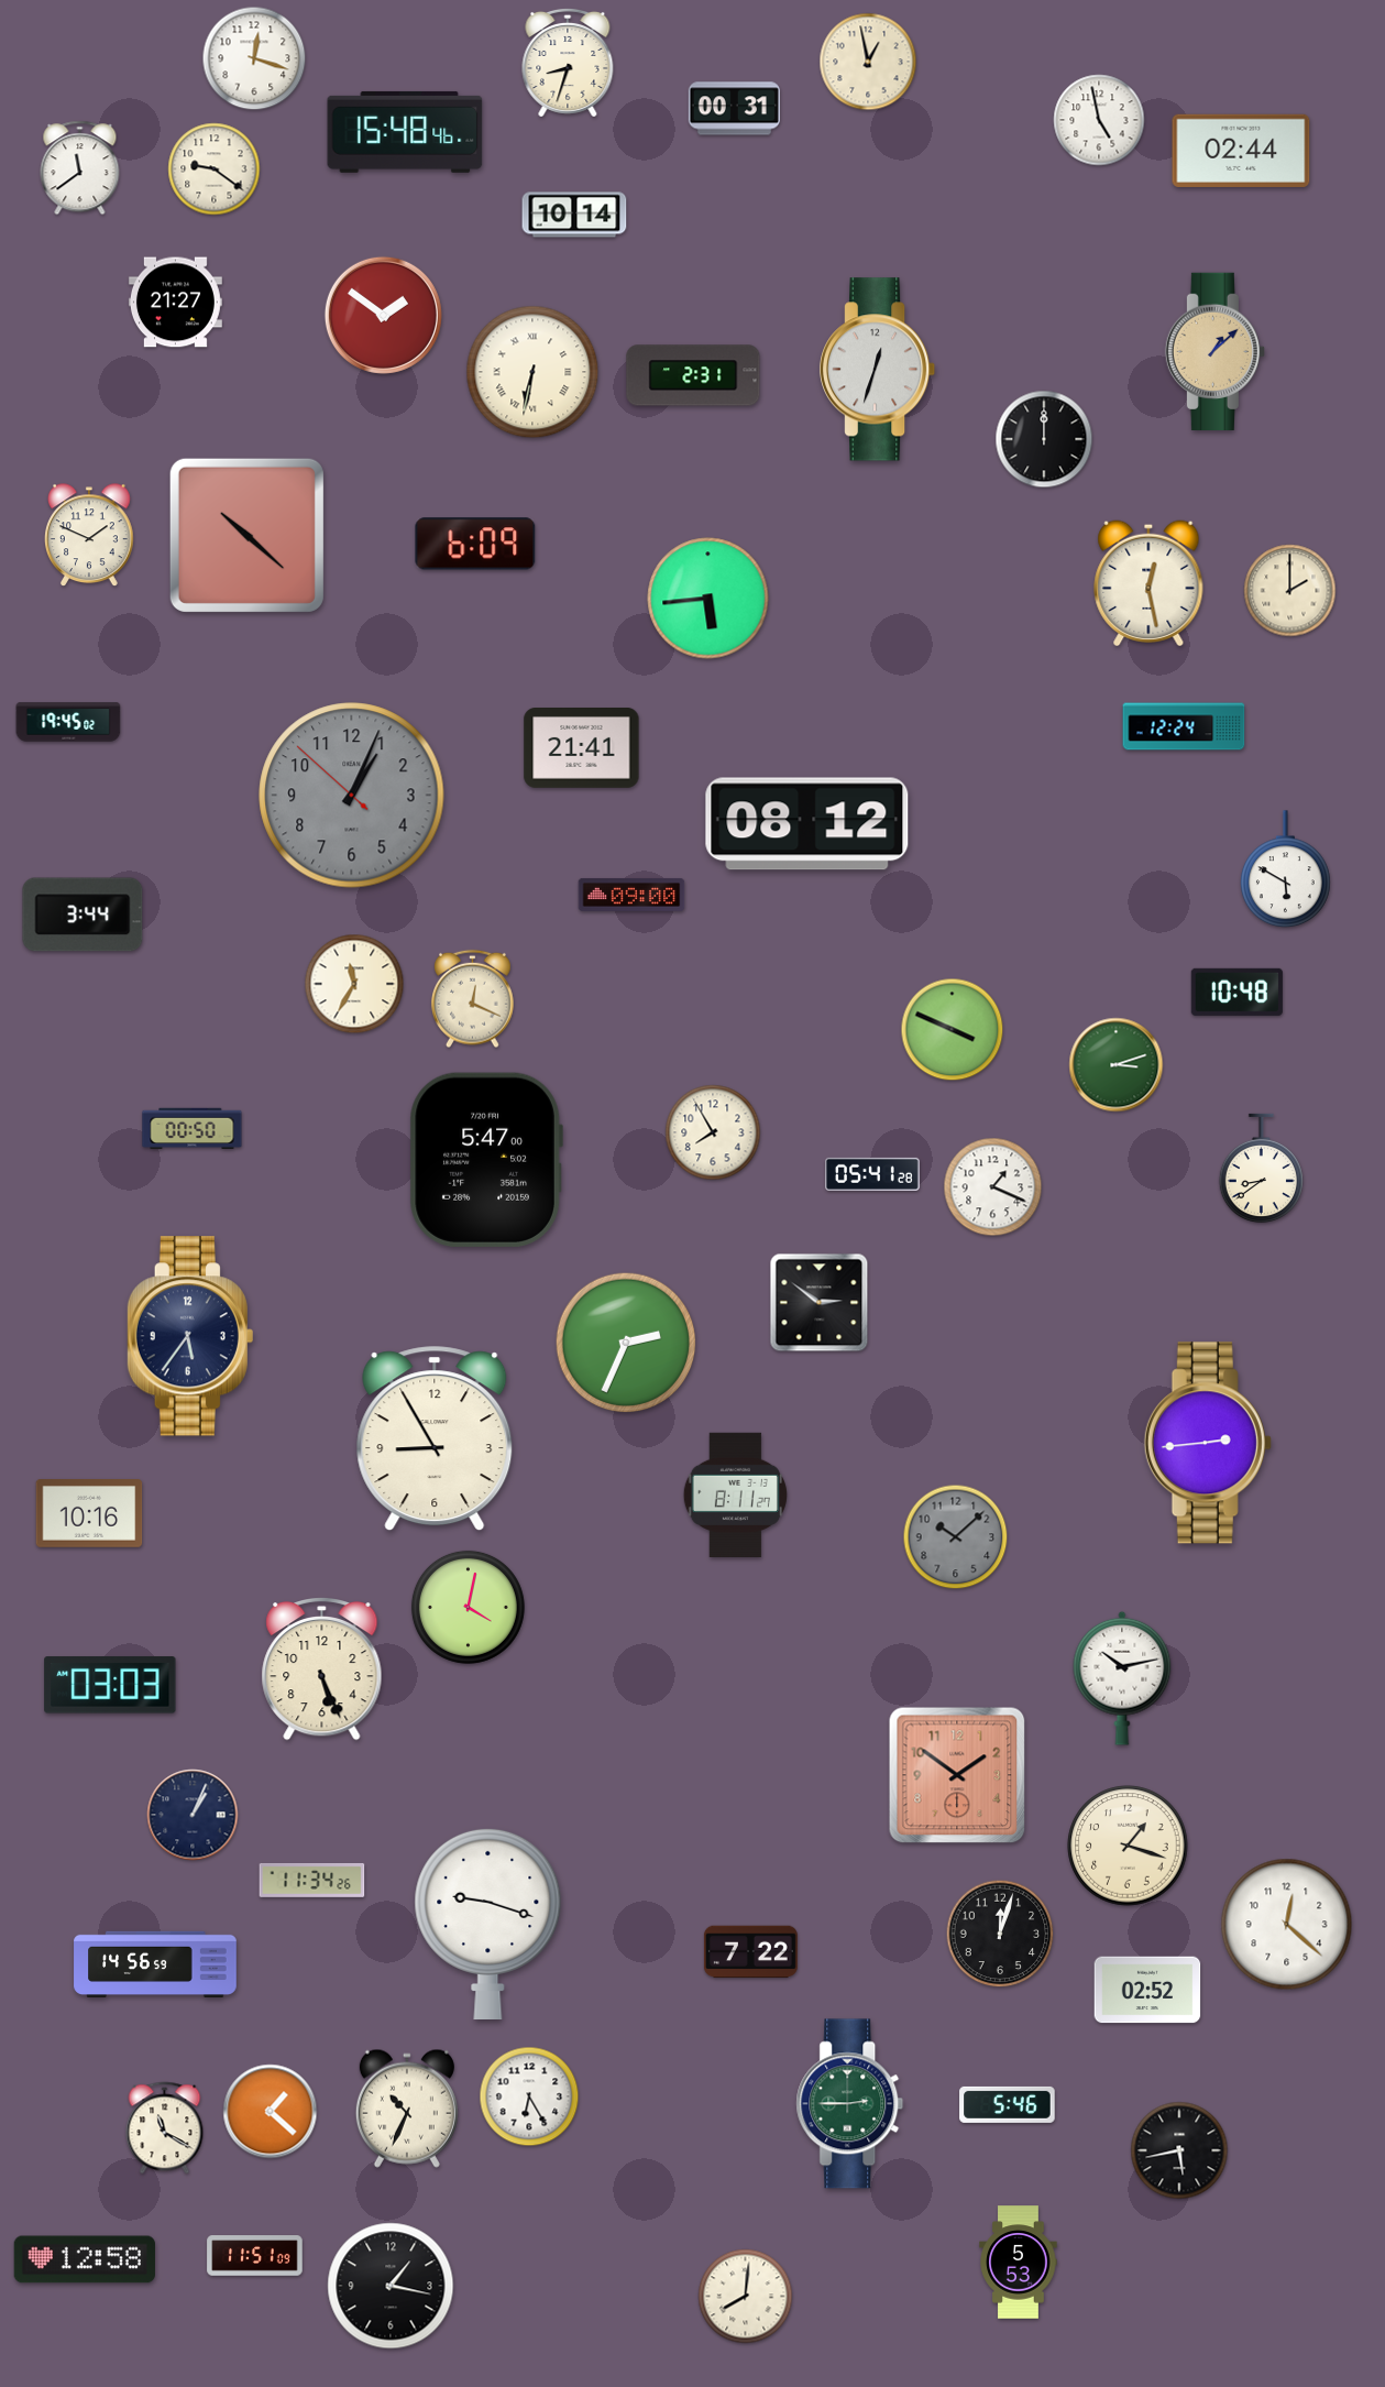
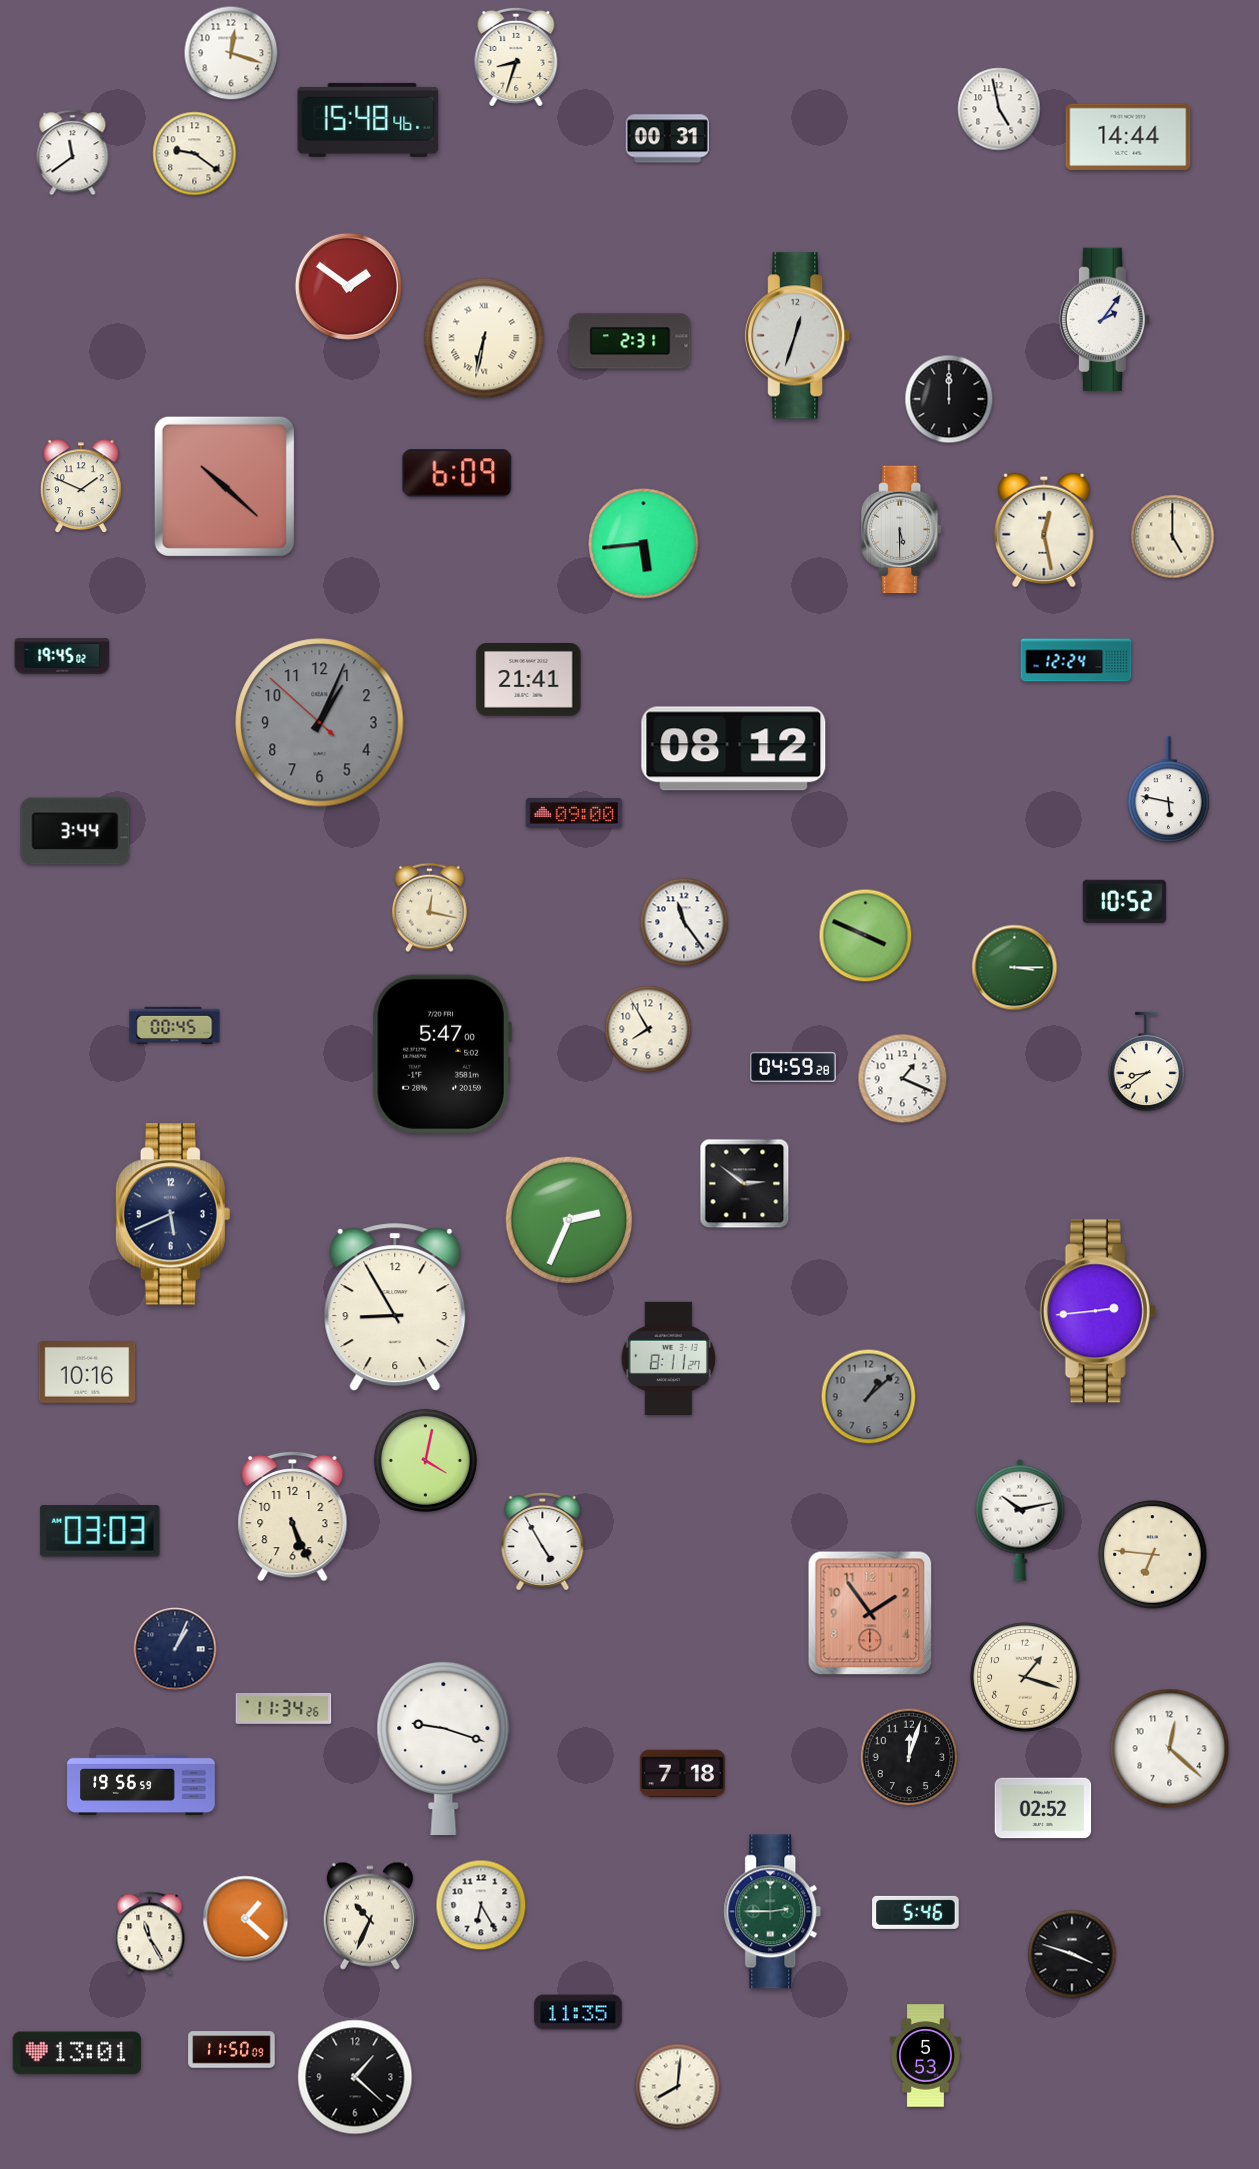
clock at (868, 62): 12:58 -> none
clock at (734, 109) position: (734, 109) -> (667, 139)
clock at (1241, 151): 02:44 -> 14:44
clock at (574, 215): 10:14 -> none
clock at (175, 303): 21:27 -> none
clock at (1214, 351): 1:08 -> 2:06
clock at (1214, 351) dial: champagne -> white
clock at (475, 544) position: (475, 544) -> (457, 473)
clock at (902, 530): none -> 5:30
clock at (1290, 591): 2:00 -> 5:00
clock at (1286, 869): 5:50 -> 5:47
clock at (354, 984): 11:35 -> none
clock at (1236, 992): 10:48 -> 10:52
clock at (473, 999): 12:19 -> 12:17
clock at (684, 922): none -> 11:24
clock at (1117, 1065): 3:12 -> 3:15
clock at (193, 1128): 00:50 -> 00:45
clock at (873, 1174): 05:41 -> 04:59
clock at (190, 1336): 5:36 -> 5:41
clock at (89, 1514) position: (89, 1514) -> (87, 1373)
clock at (956, 1537): 10:08 -> 1:08
clock at (1122, 1678) position: (1122, 1678) -> (1020, 1520)
clock at (543, 1542): none -> 4:55
clock at (1153, 1555): none -> 6:46
clock at (957, 1775): 1:51 -> 1:54
clock at (750, 1952): 7:22 -> 7:18
clock at (155, 1963): 14:56 -> 19:56
clock at (165, 2128): 11:20 -> 11:25
clock at (1179, 2150): 5:43 -> 3:48
clock at (578, 2012): none -> 11:35
clock at (255, 2256): 11:51 -> 11:50
clock at (85, 2259): 12:58 -> 13:01
clock at (391, 2286): 1:17 -> 1:22
